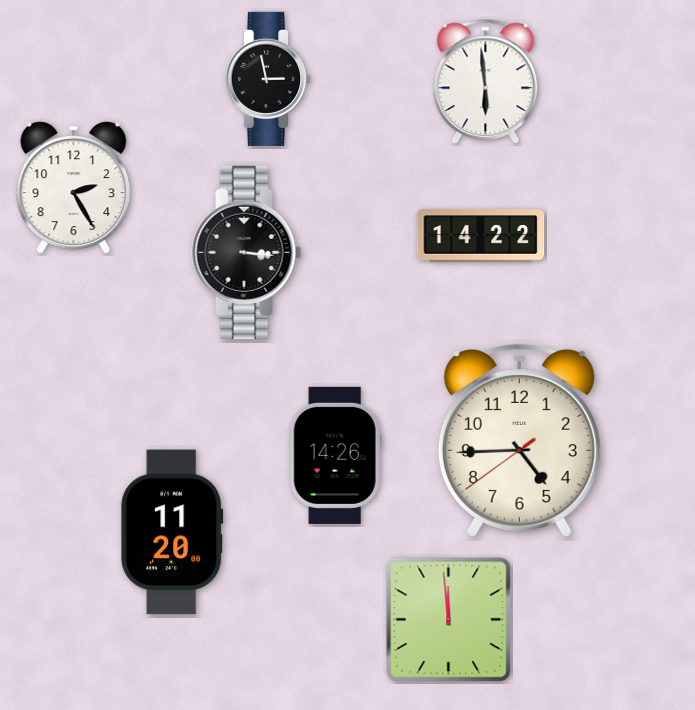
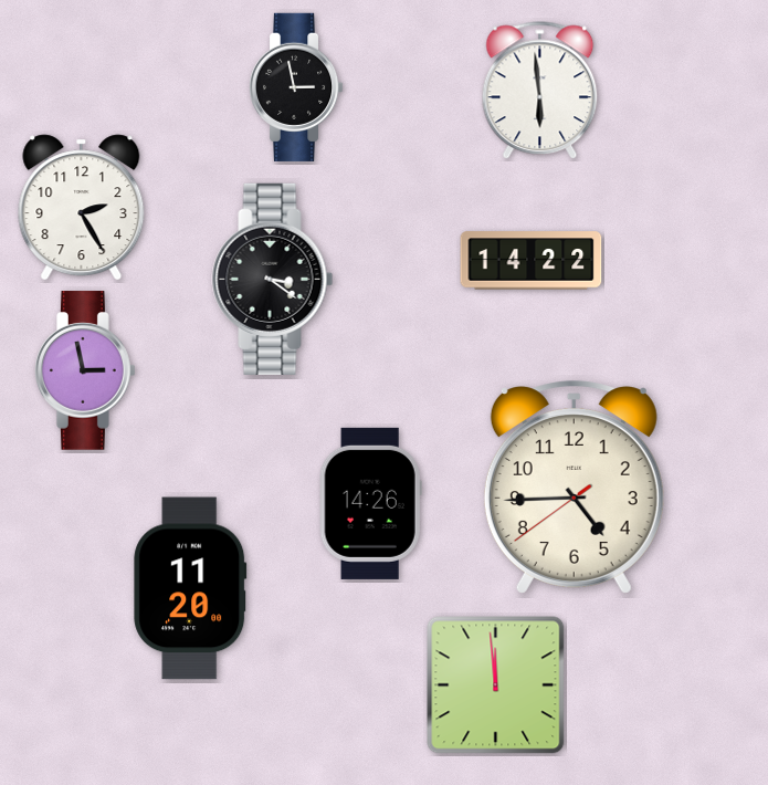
clock at (486, 82) position: (486, 82) -> (540, 91)
clock at (247, 252): 3:16 -> 3:21
clock at (86, 370): none -> 2:58
